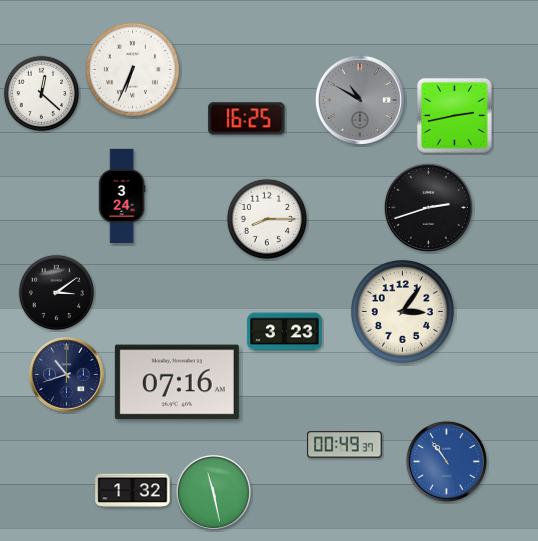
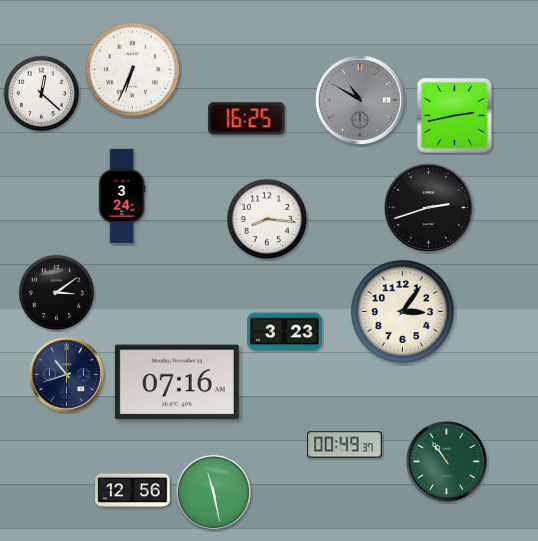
clock at (266, 218): 8:15 -> 8:16
clock at (446, 461) dial: blue -> green
clock at (133, 491): 1:32 -> 12:56
